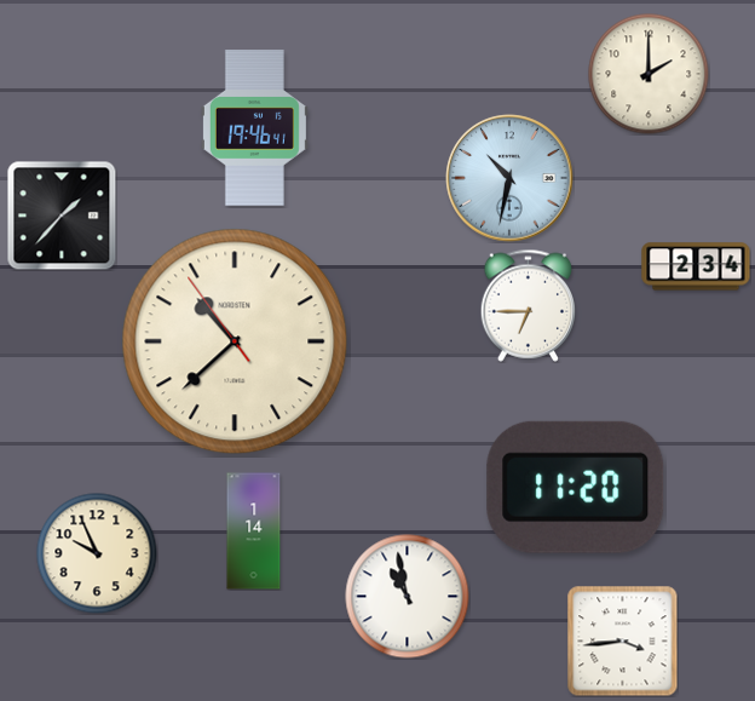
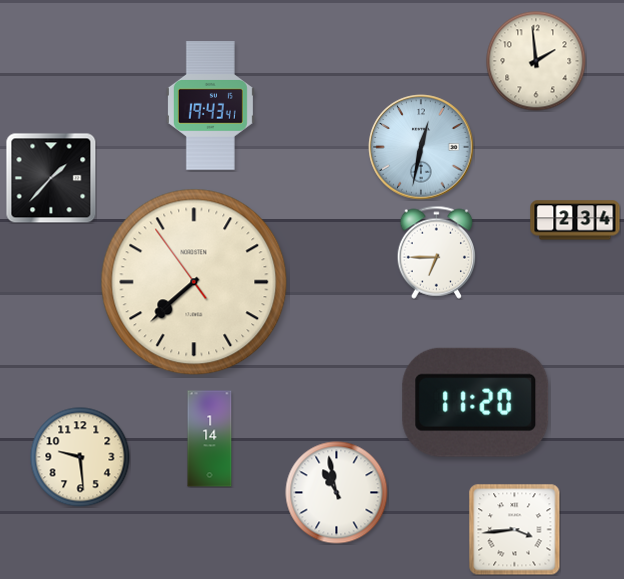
clock at (649, 74): 2:00 -> 1:59
clock at (254, 128): 19:46 -> 19:43
clock at (509, 178): 10:32 -> 12:32
clock at (235, 341): 10:37 -> 7:37
clock at (97, 553): 9:56 -> 9:29
